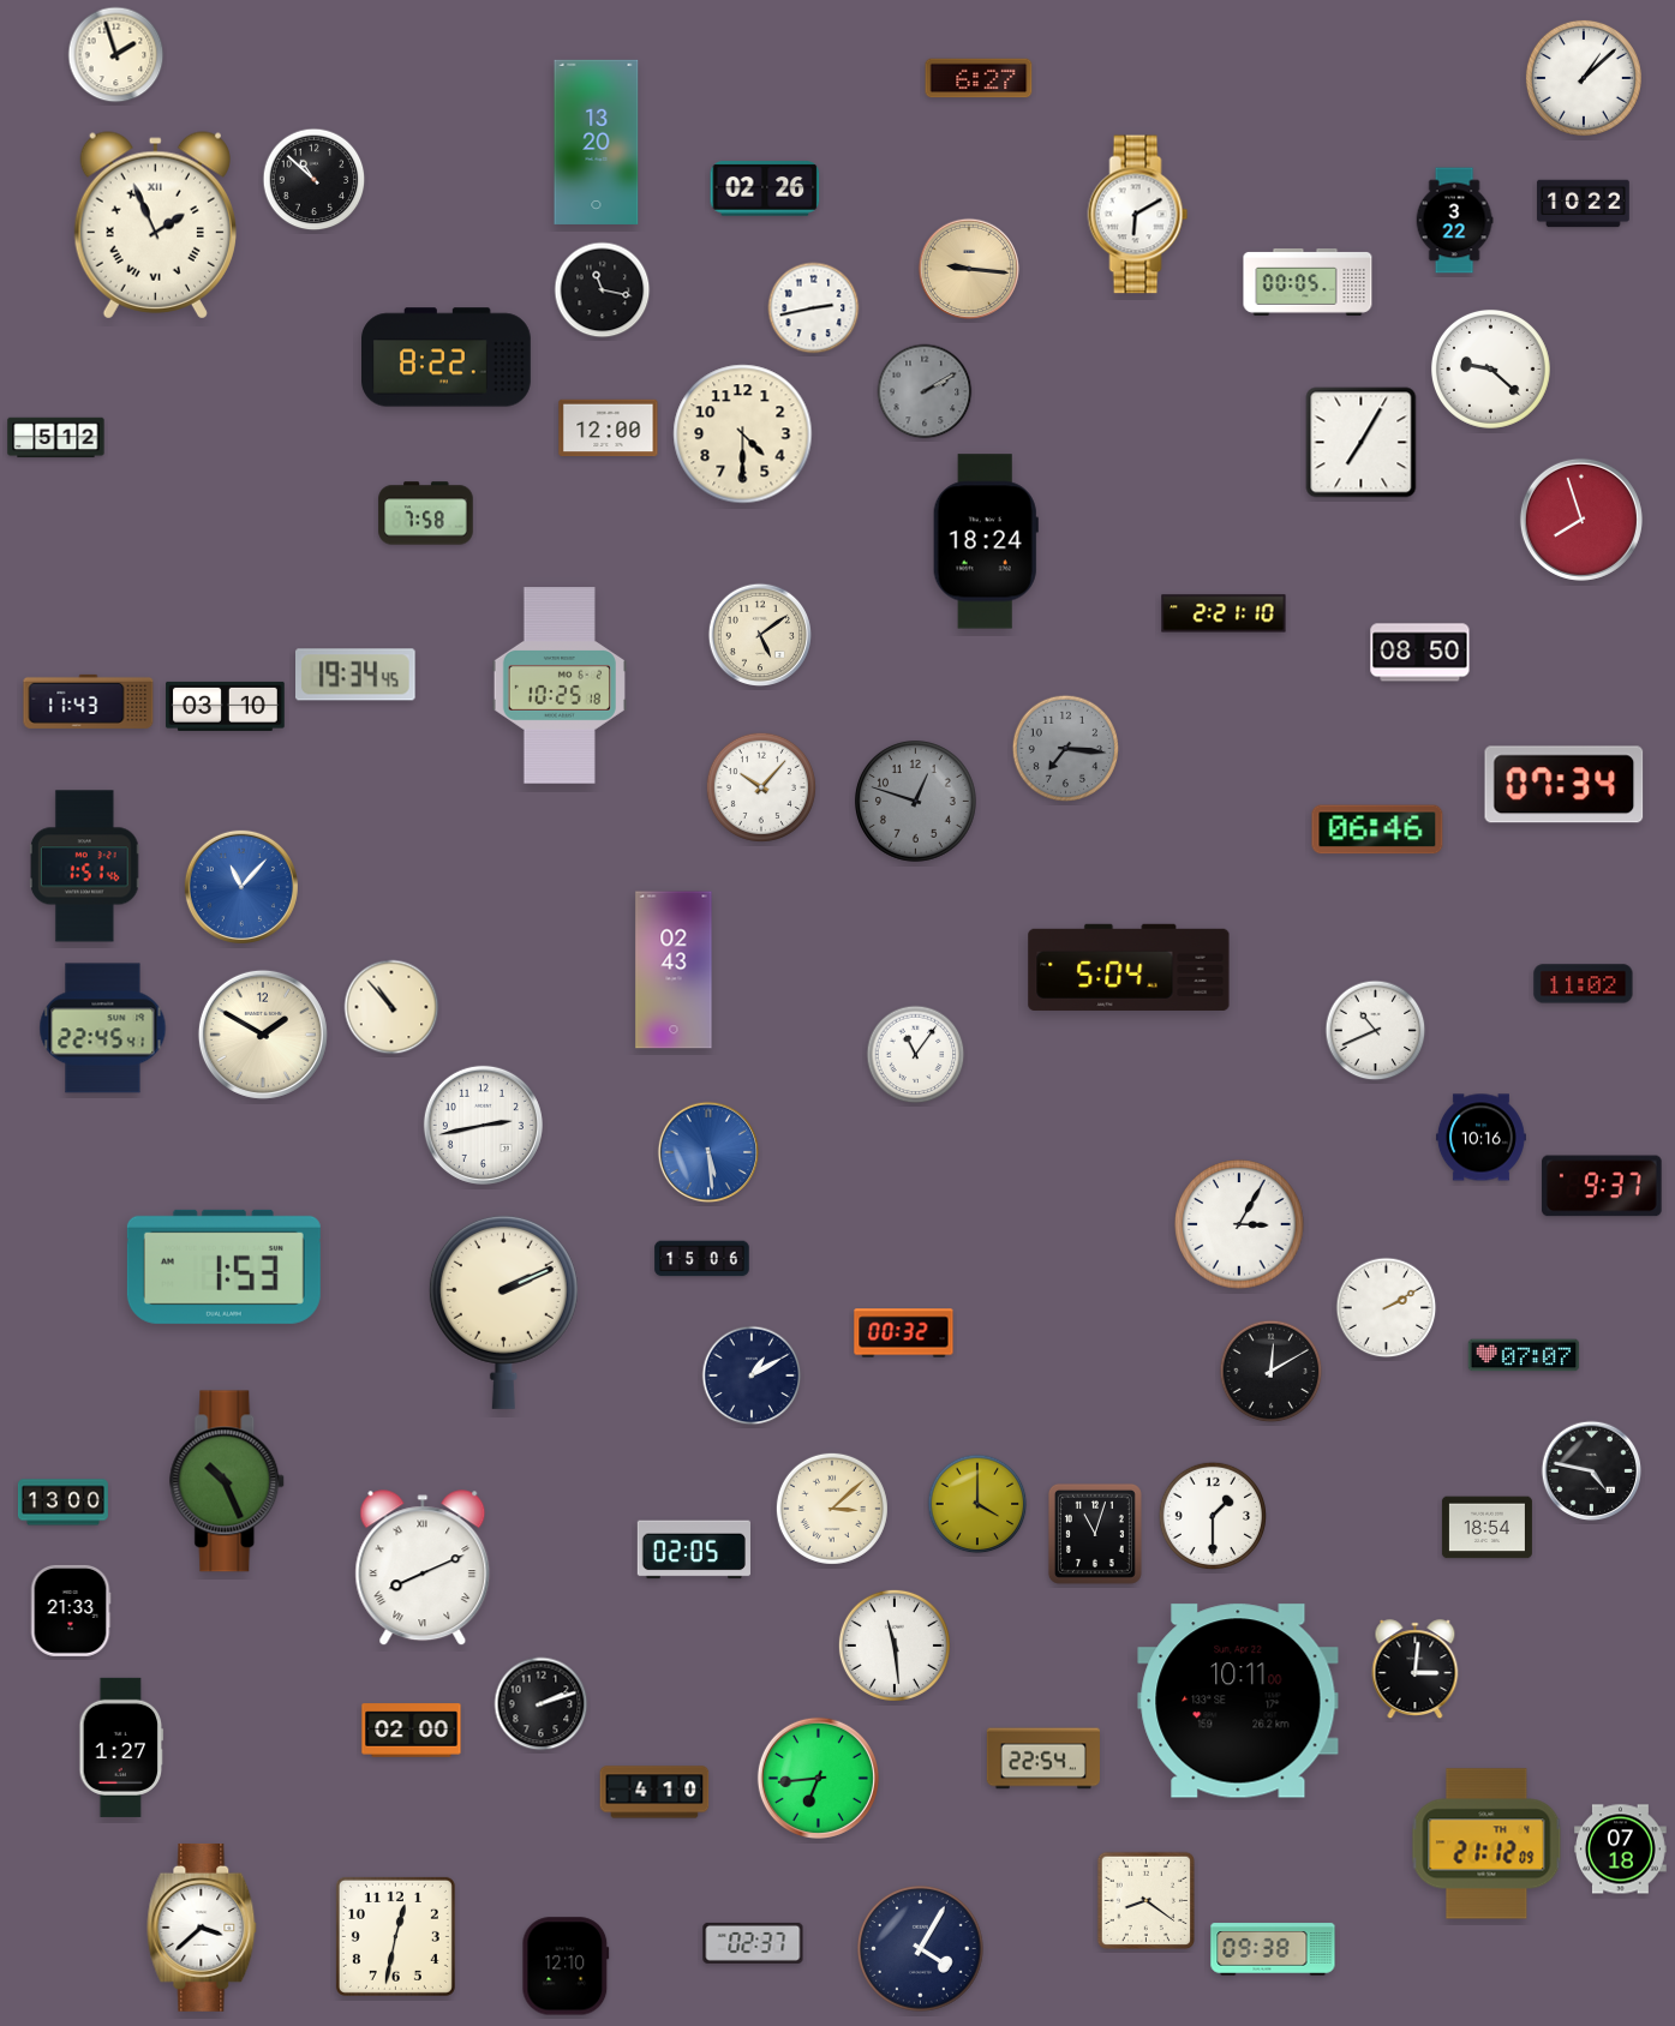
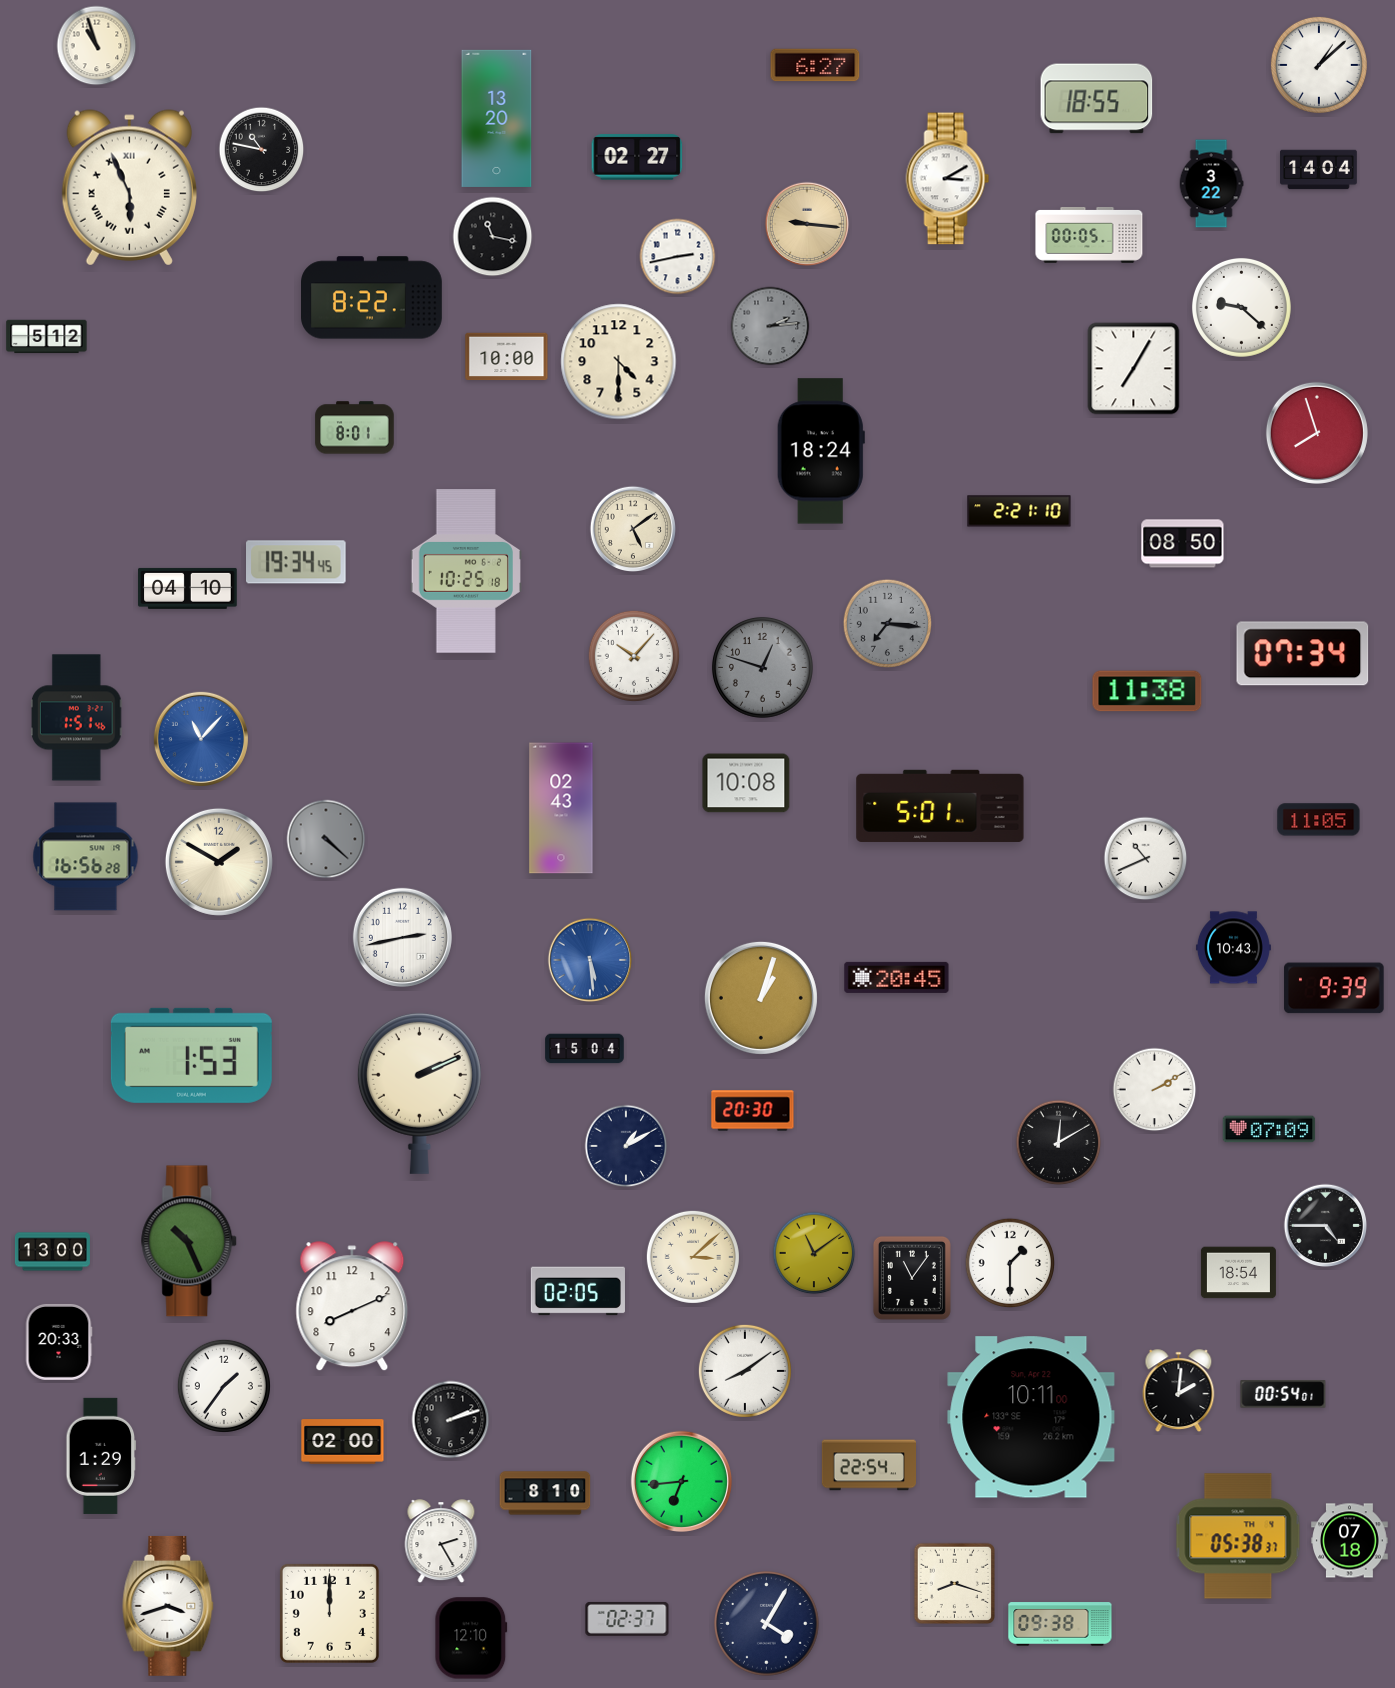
clock at (116, 55): 1:57 -> 10:57
clock at (1097, 99): none -> 18:55
clock at (315, 180): 10:52 -> 10:47
clock at (765, 188): 02:26 -> 02:27
clock at (1584, 204): 10:22 -> 14:04
clock at (1138, 215): 6:10 -> 3:10
clock at (155, 226): 1:56 -> 5:56
clock at (603, 290) position: (603, 290) -> (493, 237)
clock at (925, 391): 2:10 -> 2:14
clock at (609, 428): 12:00 -> 10:00
clock at (56, 438) position: (56, 438) -> (47, 337)
clock at (426, 514): 7:58 -> 8:01
clock at (89, 701): 11:43 -> none
clock at (226, 706): 03:10 -> 04:10
clock at (1377, 829): 06:46 -> 11:38
clock at (85, 867) position: (85, 867) -> (77, 718)
clock at (746, 783): none -> 10:08
clock at (1129, 967): 5:04 -> 5:01
clock at (1584, 984): 11:02 -> 11:05
clock at (391, 1007): 10:53 -> 4:22
clock at (391, 1007) dial: cream -> grey
clock at (103, 1029): 22:45 -> 16:56
clock at (916, 1055): 11:06 -> none
clock at (1480, 1138): 10:16 -> 10:43
clock at (897, 977): none -> 20:45
clock at (1602, 1186): 9:37 -> 9:39
clock at (761, 998): none -> 1:03
clock at (1239, 1224): 3:05 -> none
clock at (702, 1259): 15:06 -> 15:04
clock at (223, 1266) position: (223, 1266) -> (191, 1055)
clock at (904, 1333): 00:32 -> 20:30
clock at (1524, 1355): 07:07 -> 07:09
clock at (1592, 1471): 4:47 -> 4:45
clock at (228, 1481) position: (228, 1481) -> (190, 1241)
clock at (977, 1504): 4:00 -> 11:09
clock at (1095, 1534): 11:03 -> 11:06
clock at (423, 1569) numerals: Roman -> Arabic
clock at (71, 1611): 21:33 -> 20:33
clock at (895, 1646): 11:29 -> 8:09
clock at (224, 1386): none -> 1:36
clock at (1416, 1670): 3:01 -> 2:01
clock at (1283, 1394): none -> 00:54
clock at (121, 1748): 1:27 -> 1:29
clock at (654, 1792): 4:10 -> 8:10
clock at (1486, 1844): 21:12 -> 05:38
clock at (441, 1542): none -> 2:25
clock at (1145, 1900): 8:21 -> 8:18
clock at (202, 1928): 3:38 -> 3:42
clock at (395, 1936): 12:32 -> 12:00
